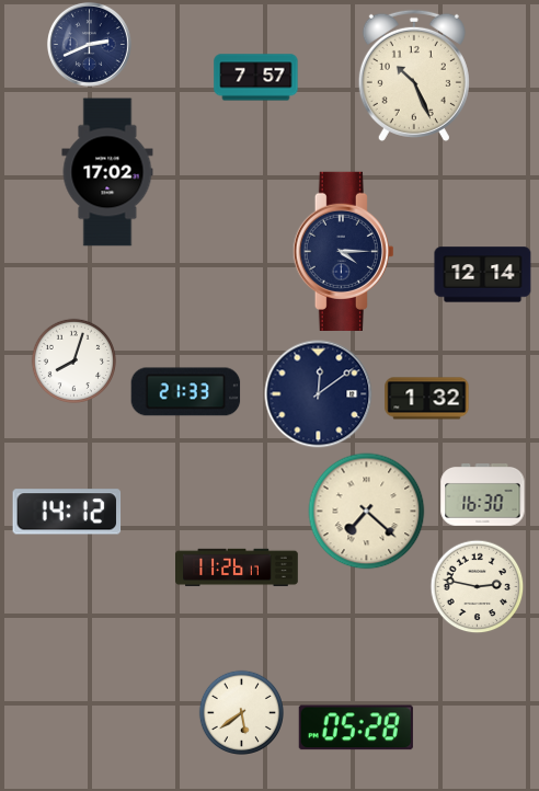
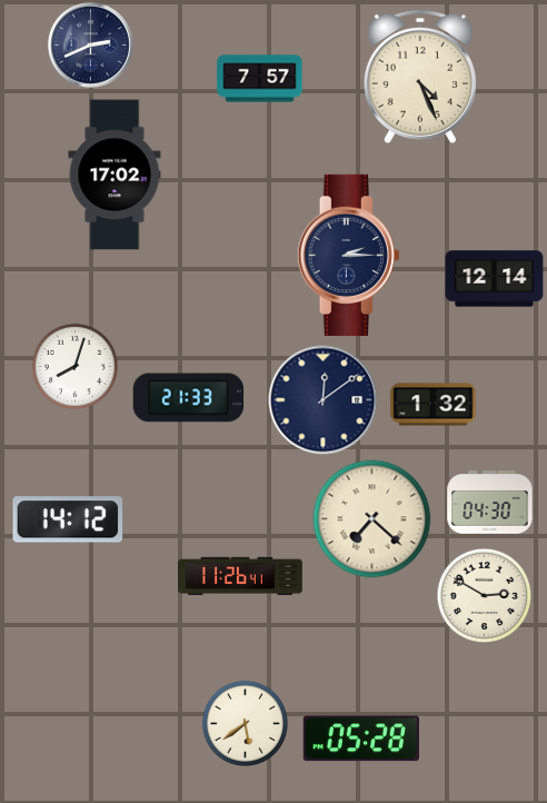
clock at (414, 76): 10:26 -> 4:26
clock at (107, 172) position: (107, 172) -> (115, 175)
clock at (343, 251): 4:15 -> 2:15
clock at (483, 275) position: (483, 275) -> (495, 279)
clock at (483, 495): 16:30 -> 04:30
clock at (237, 568): 11:26:17 -> 11:26:41
clock at (477, 586): 2:47 -> 2:50
